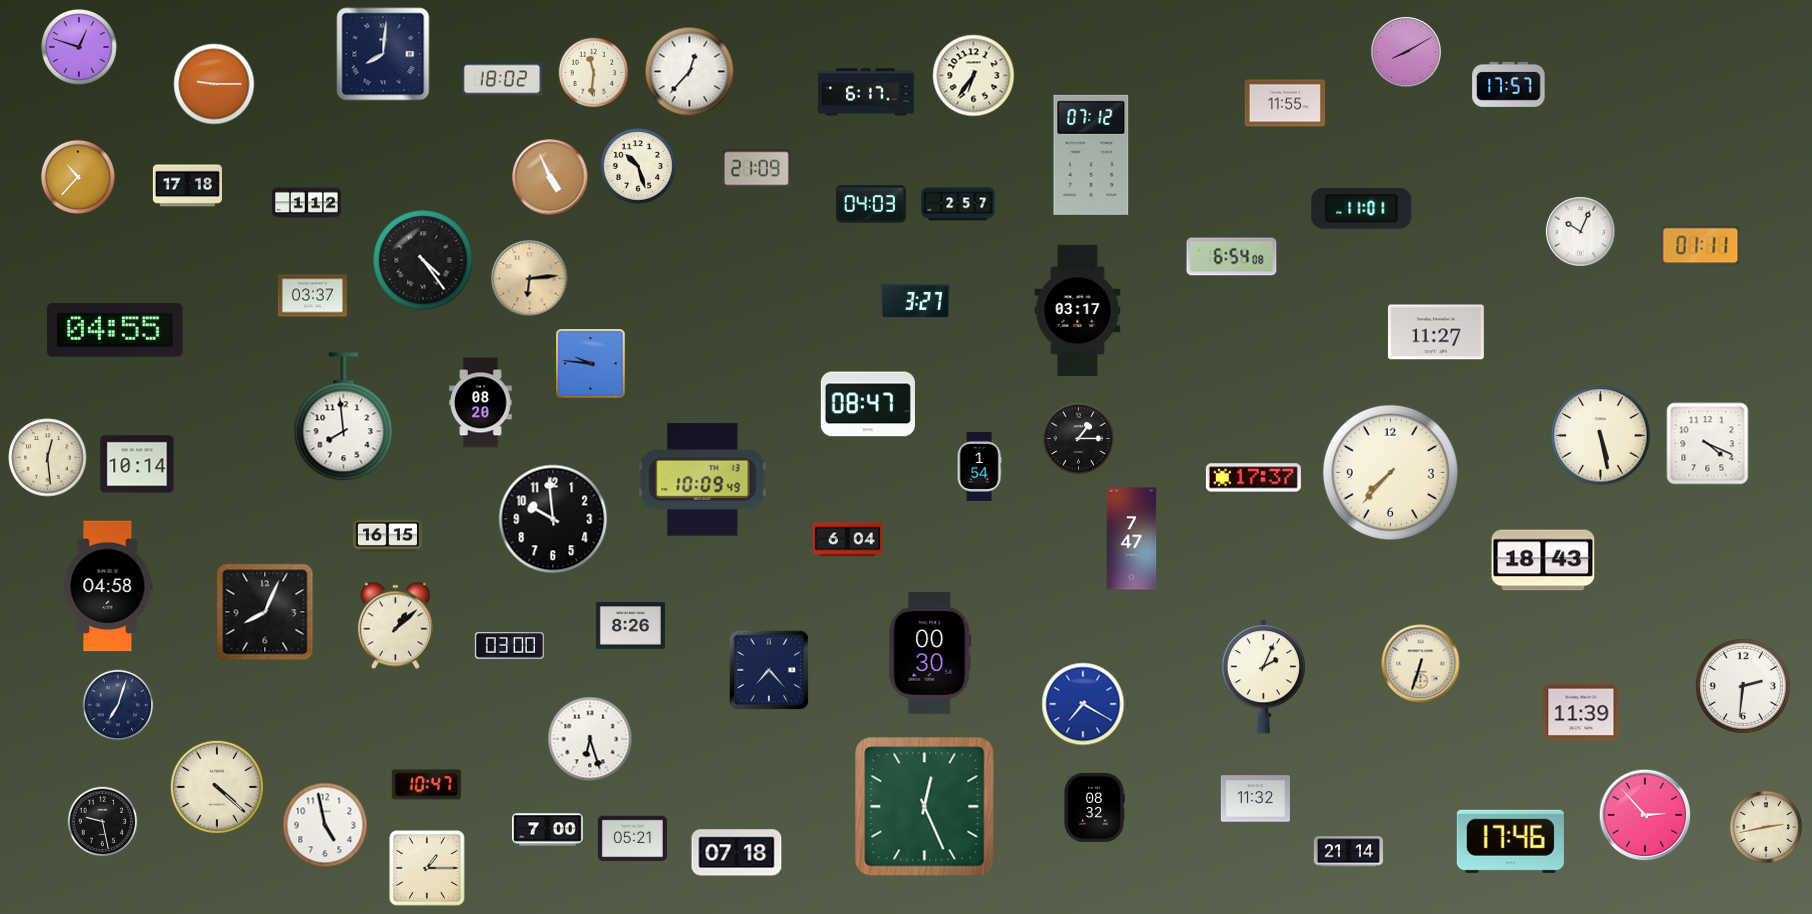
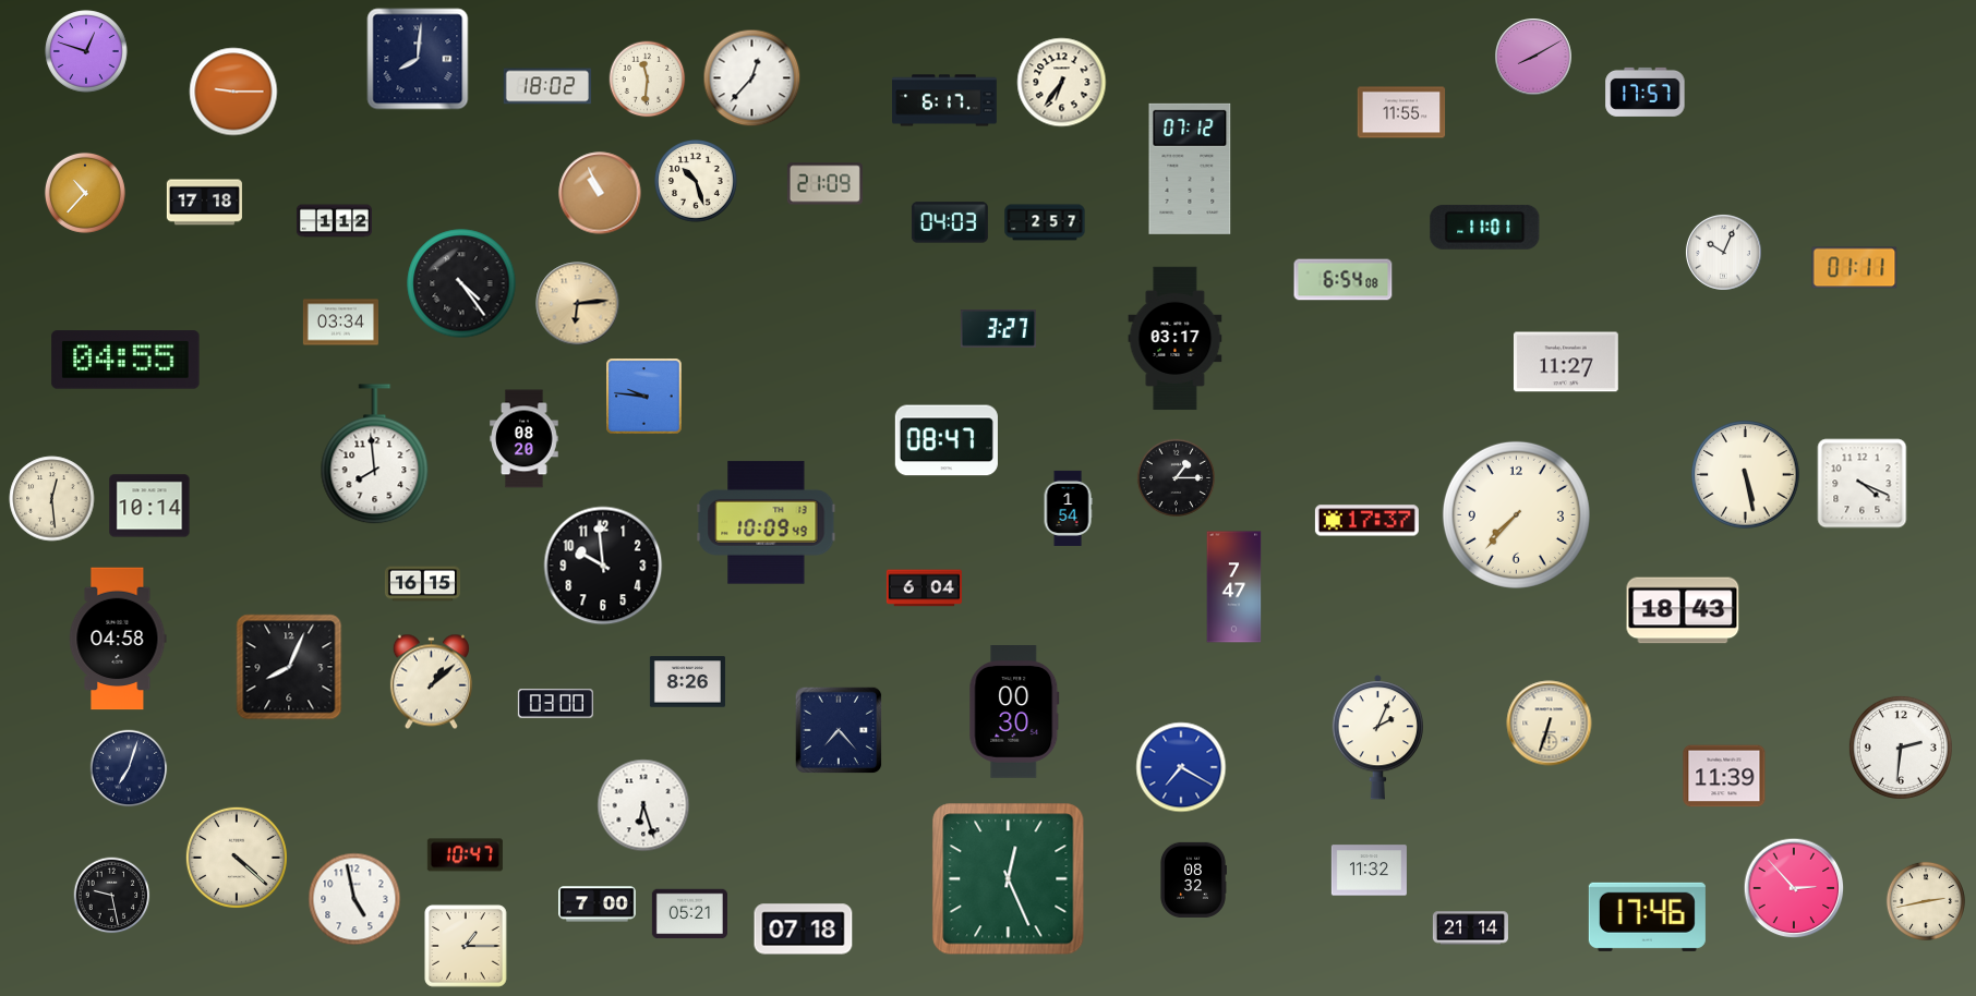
clock at (550, 177): 4:56 -> 10:56
clock at (312, 296): 03:37 -> 03:34
